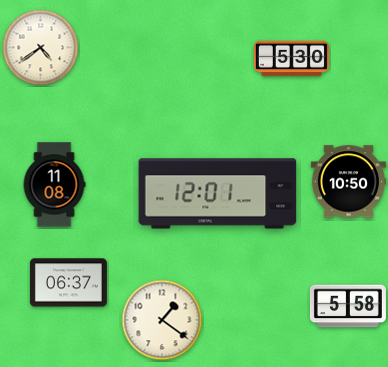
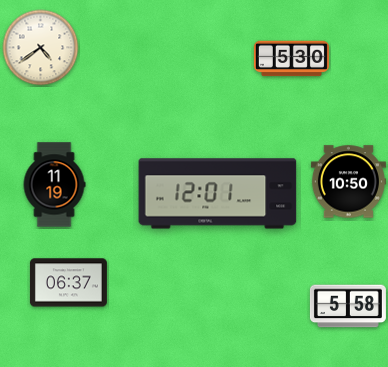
clock at (54, 185): 11:08 -> 11:19
clock at (162, 320): 1:21 -> none
